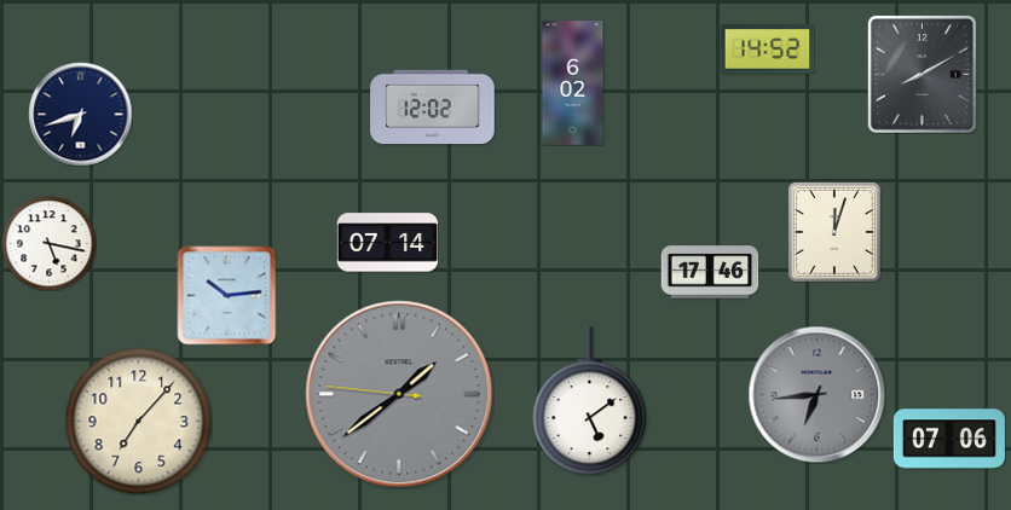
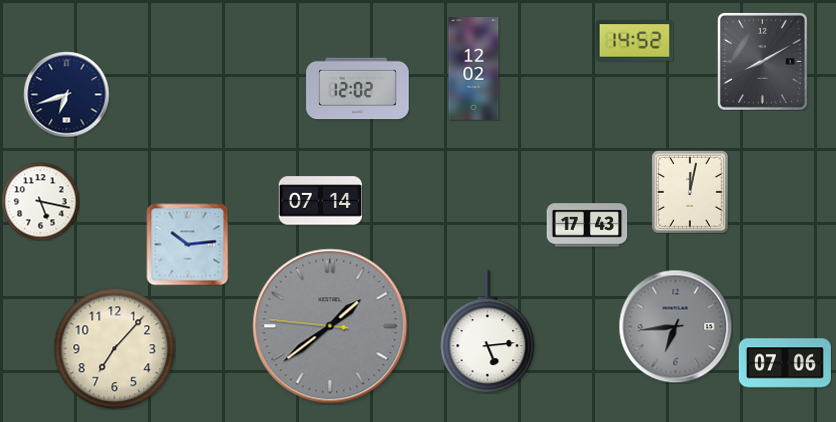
clock at (573, 83): 6:02 -> 12:02
clock at (834, 232): 12:03 -> 12:02
clock at (710, 272): 17:46 -> 17:43
clock at (590, 401): 5:09 -> 5:14
